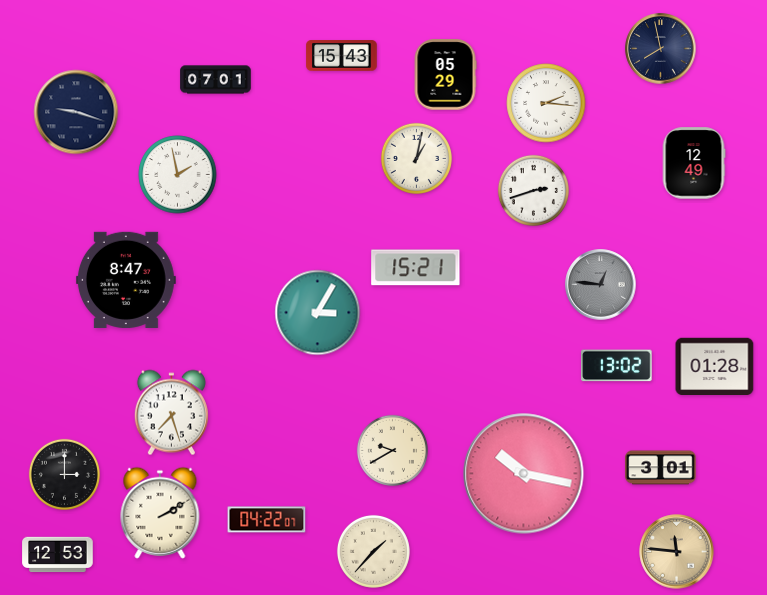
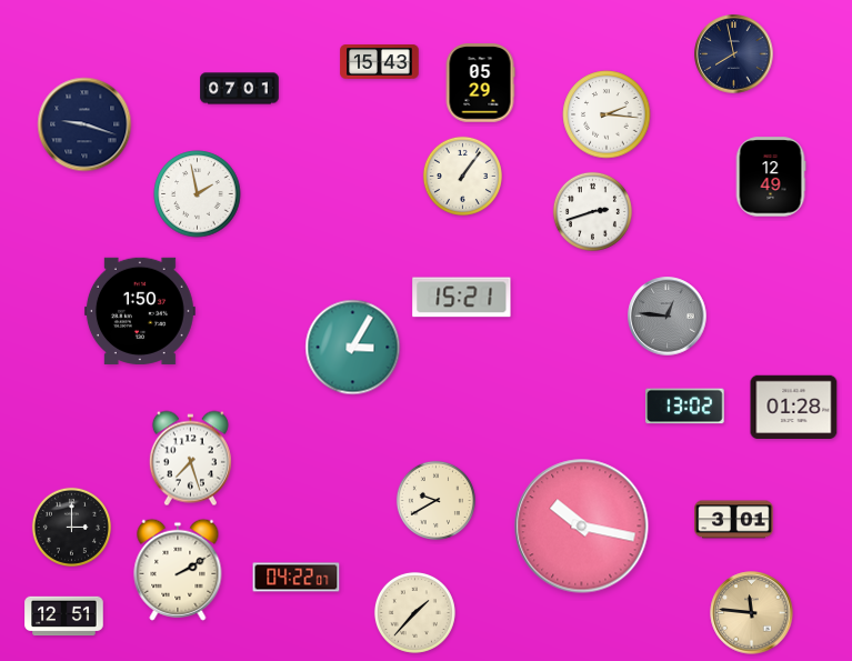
clock at (445, 75) position: (445, 75) -> (480, 83)
clock at (416, 158): 1:02 -> 1:06
clock at (694, 163) position: (694, 163) -> (771, 177)
clock at (126, 280): 8:47 -> 1:50
clock at (58, 555): 12:53 -> 12:51
